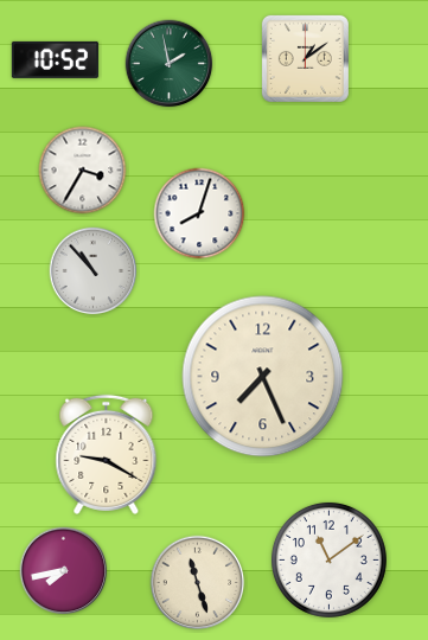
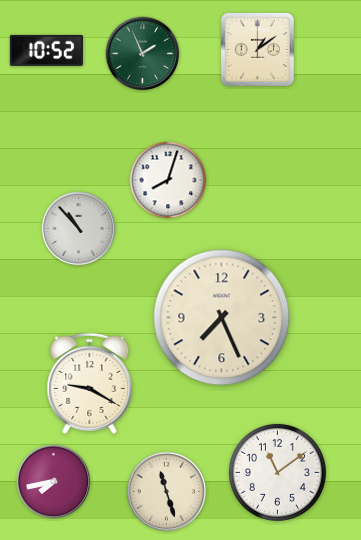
clock at (170, 64): 1:58 -> 1:56
clock at (83, 171): 3:35 -> none
